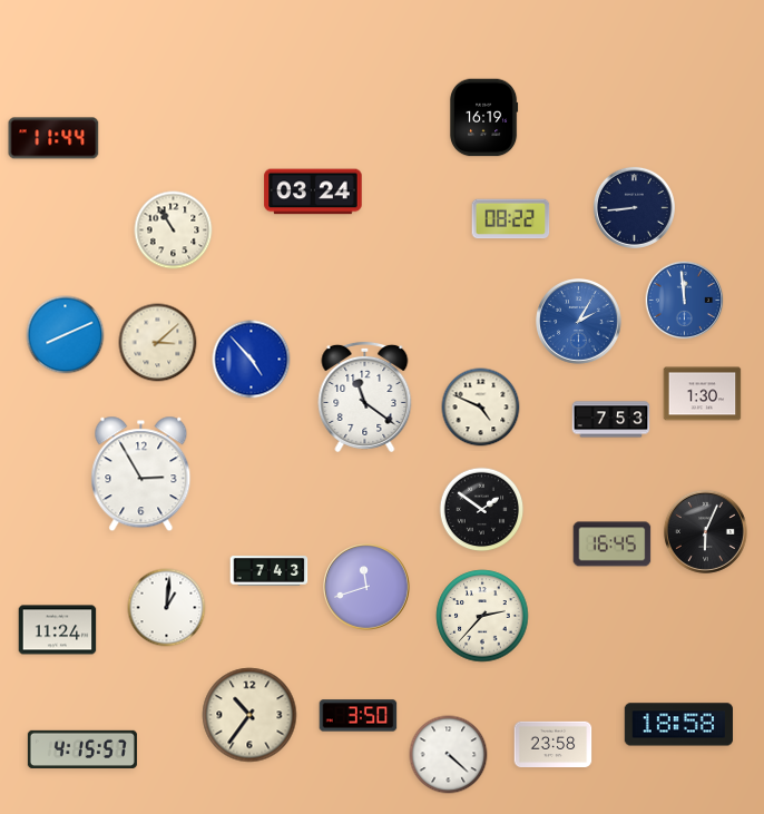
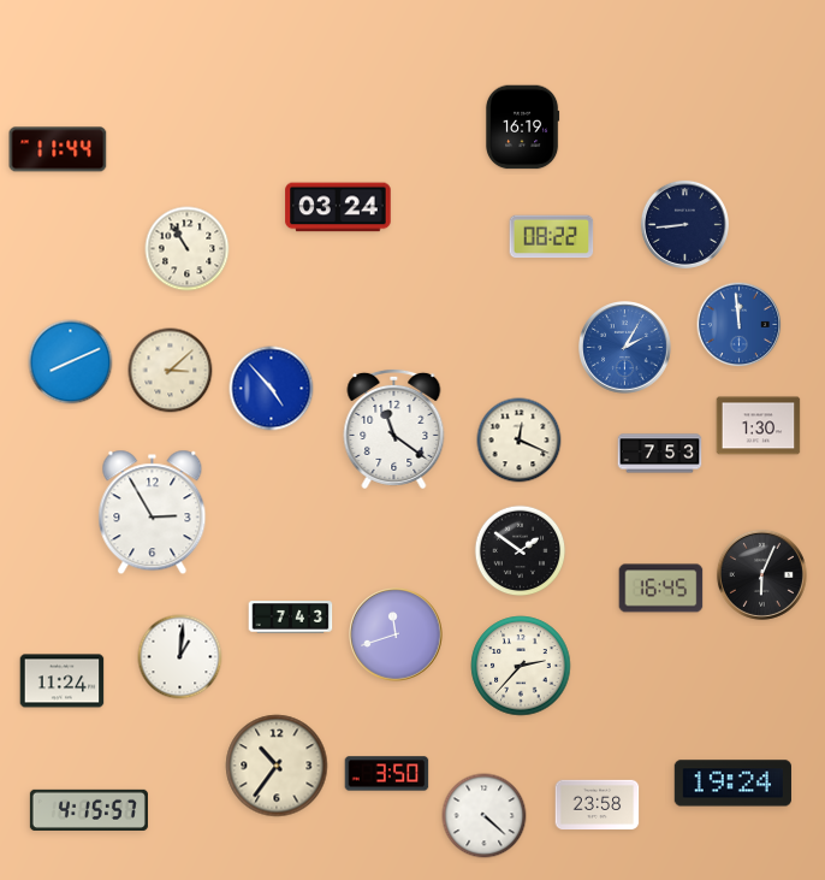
clock at (481, 408): 4:49 -> 12:19
clock at (249, 715) position: (249, 715) -> (277, 766)
clock at (678, 725): 18:58 -> 19:24
